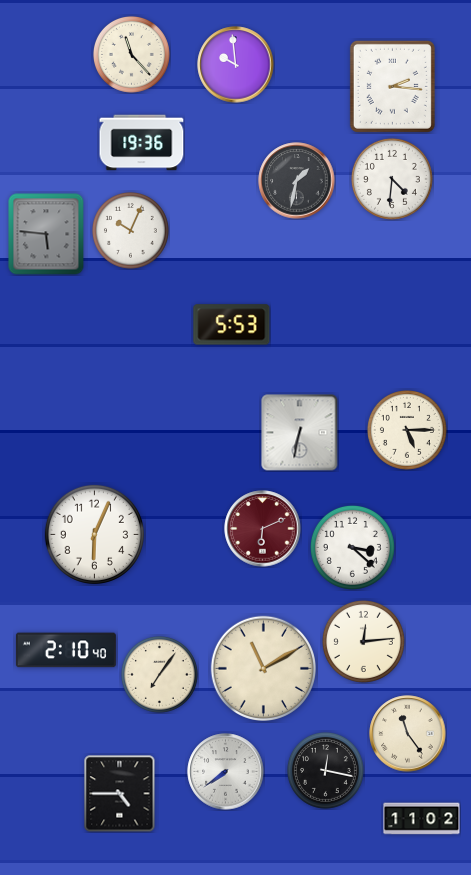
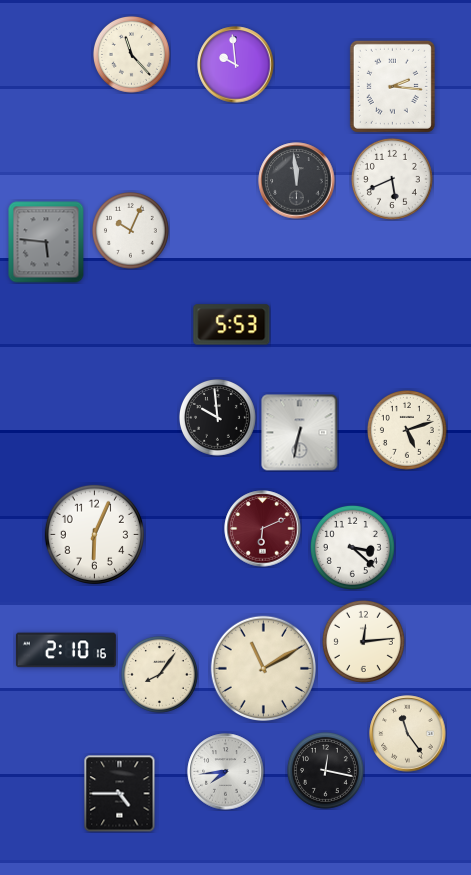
clock at (142, 143): 19:36 -> none
clock at (392, 179): 4:31 -> 5:41
clock at (297, 181): 1:32 -> 11:59
clock at (46, 234) position: (46, 234) -> (46, 242)
clock at (217, 417): none -> 9:59
clock at (407, 430): 5:15 -> 5:12
clock at (66, 650): 2:10:40 -> 2:10:16
clock at (159, 674): 7:06 -> 8:06
clock at (226, 772): 7:39 -> 7:44
clock at (422, 819): 11:02 -> none
